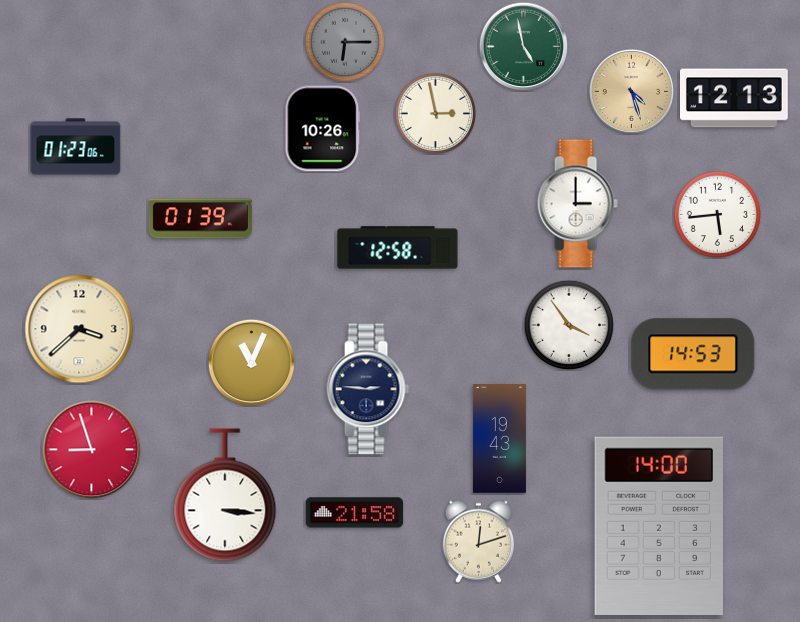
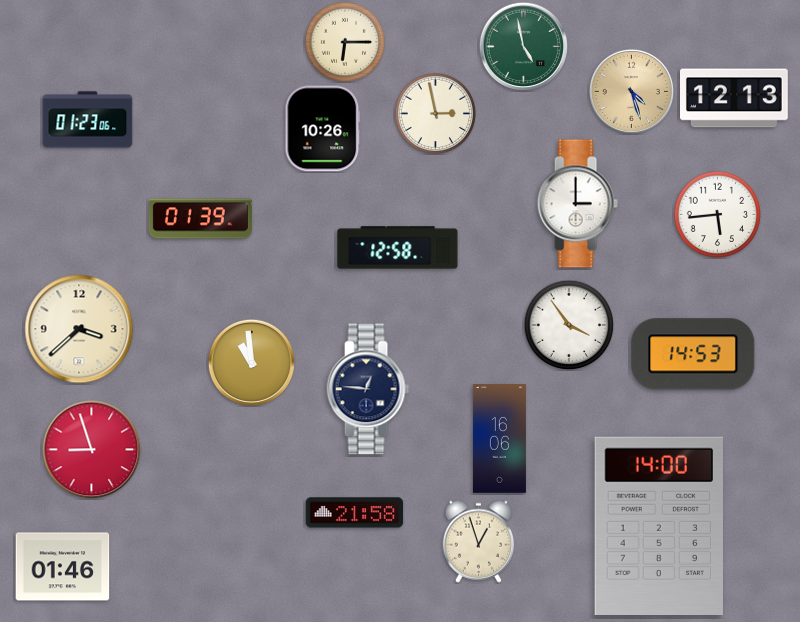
clock at (345, 42) dial: grey -> cream
clock at (76, 147) position: (76, 147) -> (88, 120)
clock at (251, 362): 11:04 -> 10:59
clock at (368, 389): 2:46 -> 12:46
clock at (499, 439): 19:43 -> 16:06
clock at (225, 495): 3:16 -> none
clock at (479, 541): 12:12 -> 12:57
clock at (63, 567): none -> 01:46
